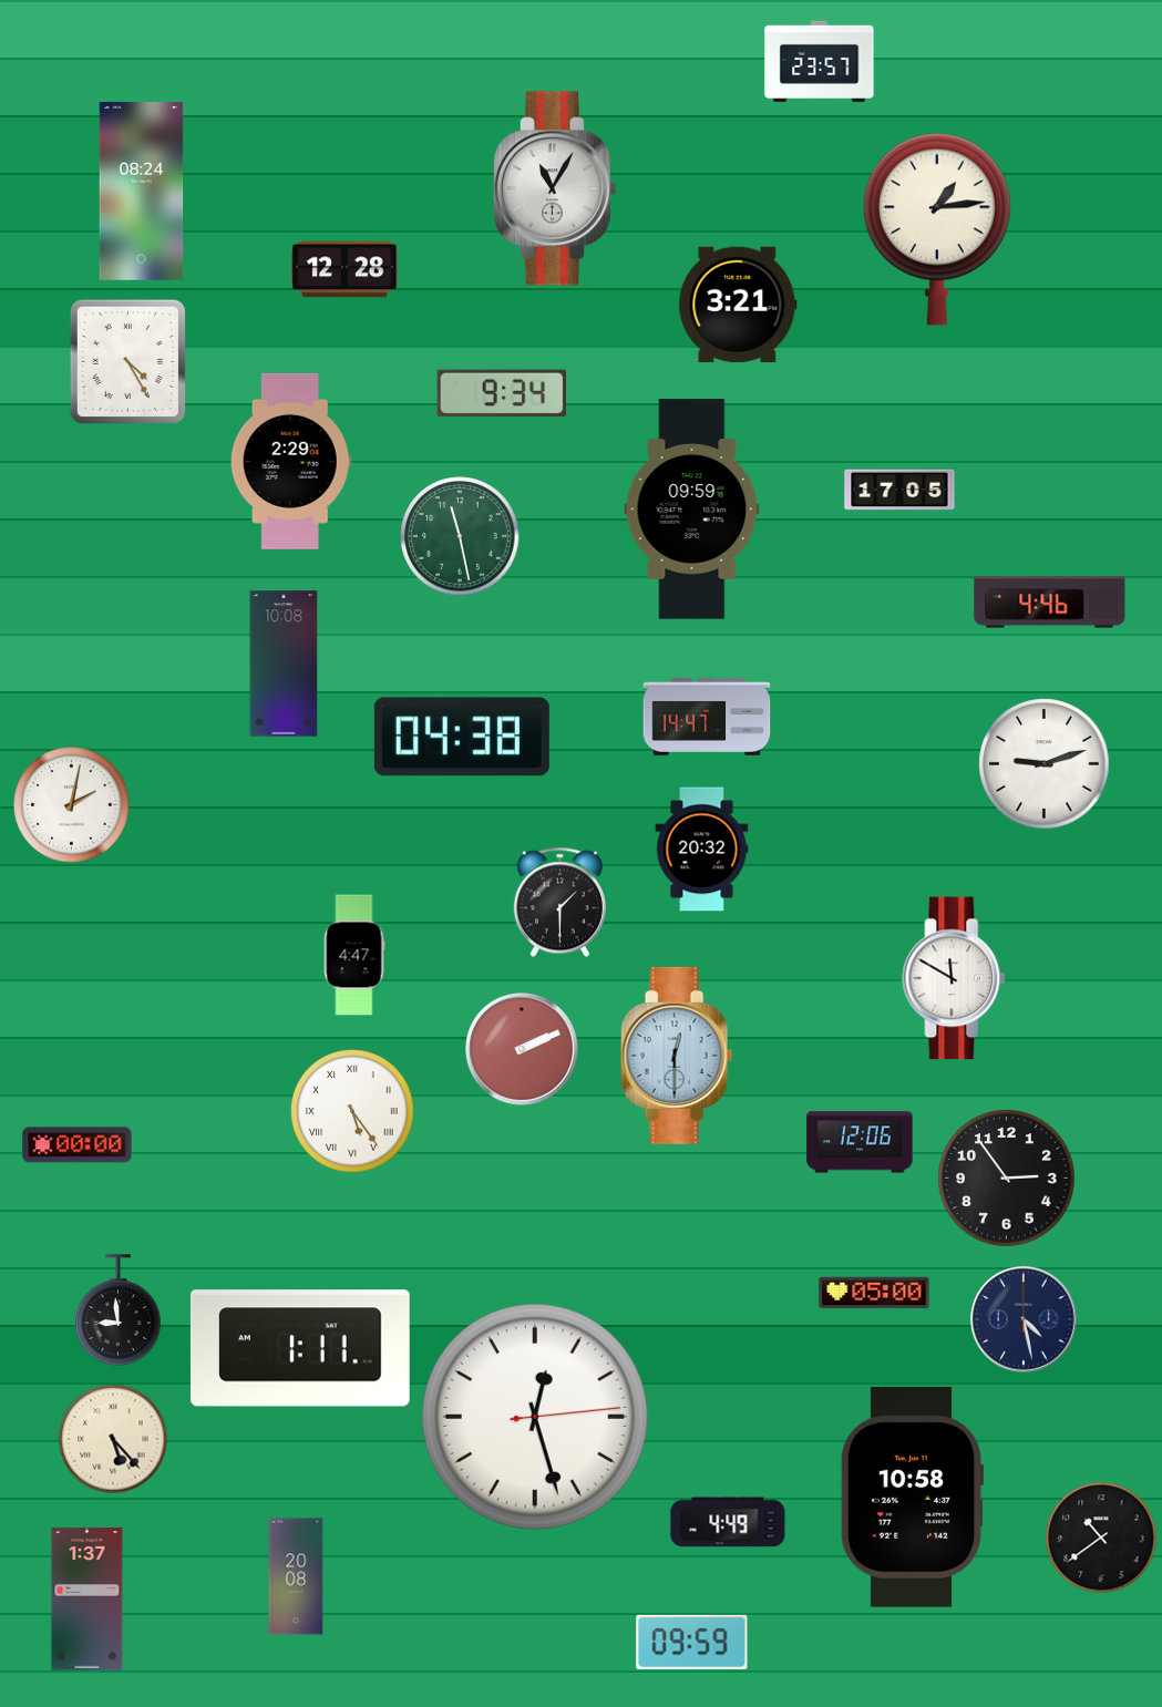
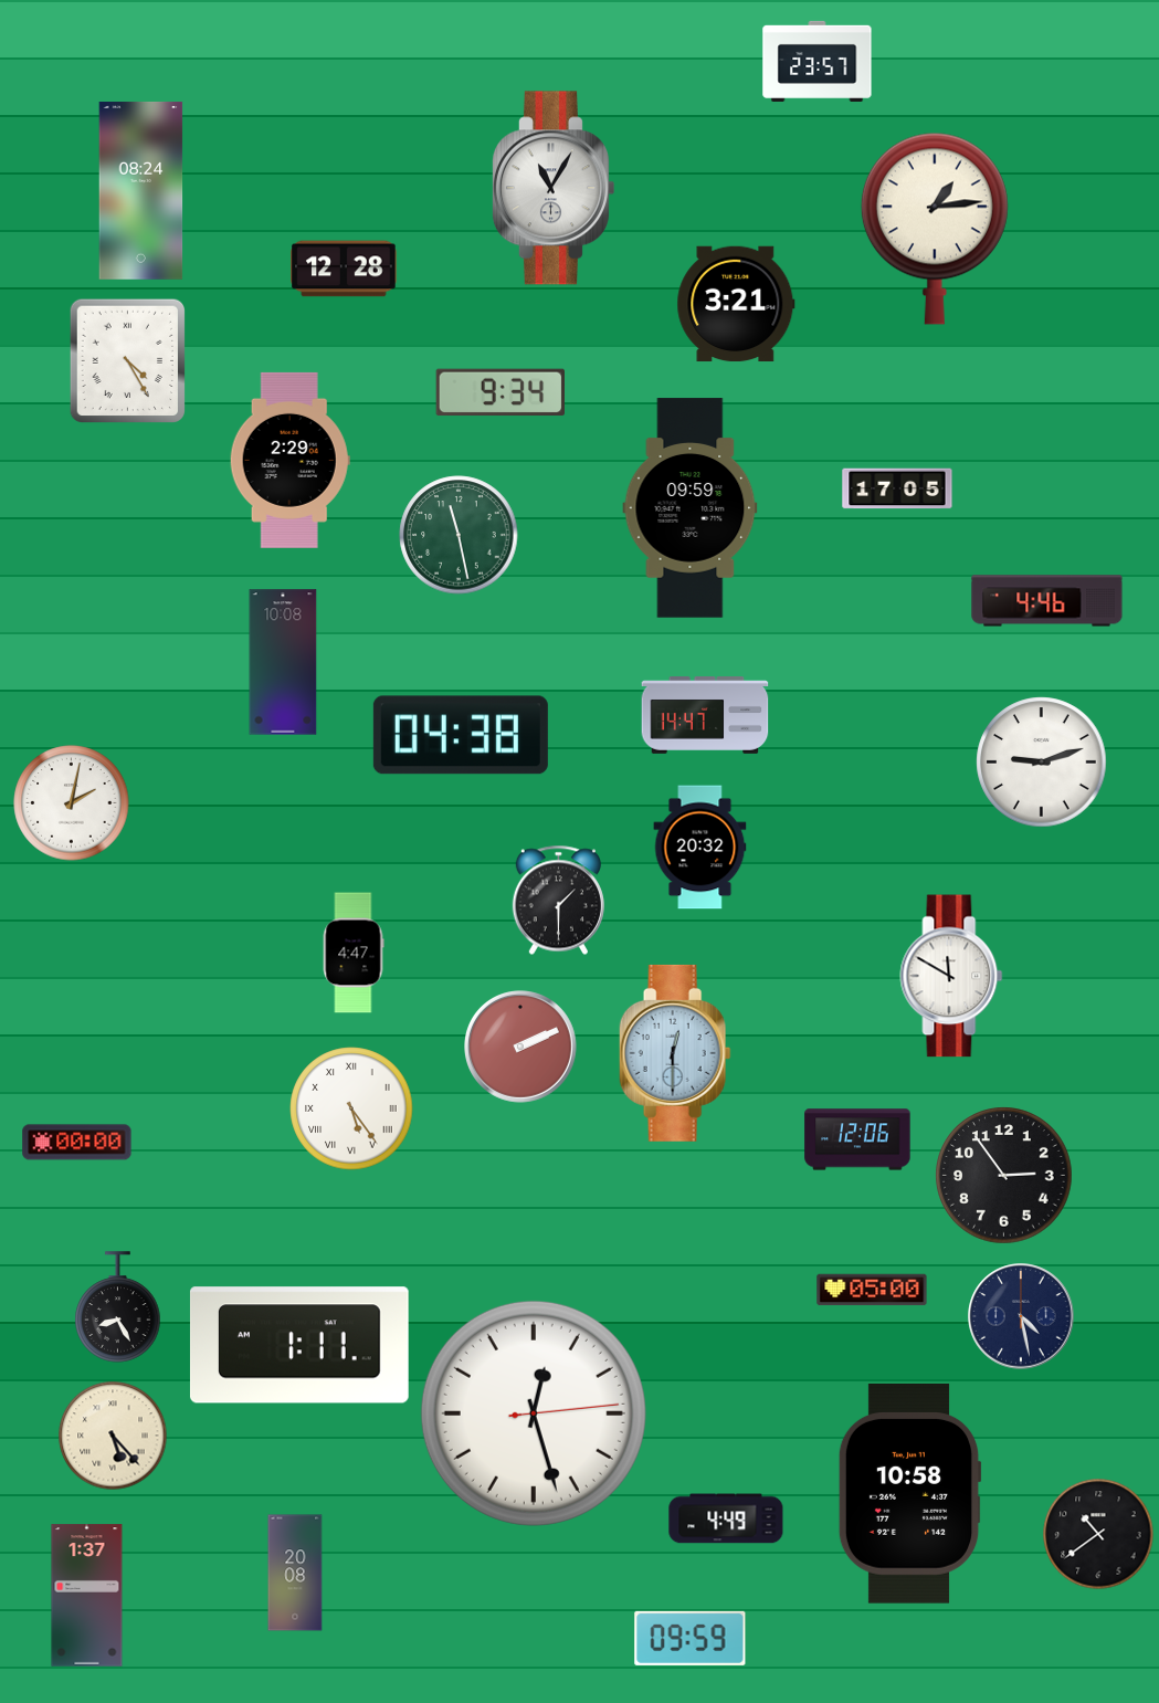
clock at (119, 1310): 8:59 -> 8:25
